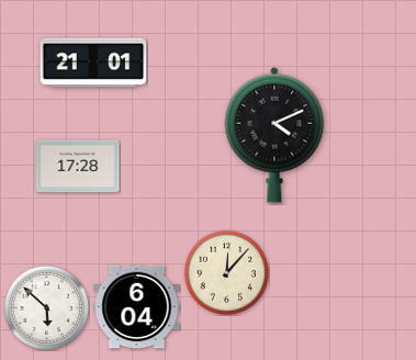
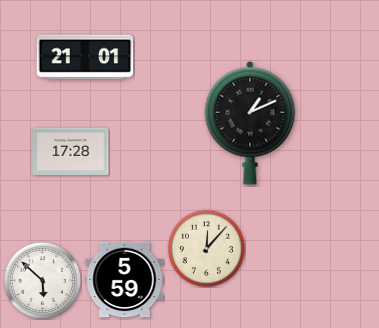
clock at (274, 135): 4:11 -> 1:11
clock at (137, 307): 6:04 -> 5:59
